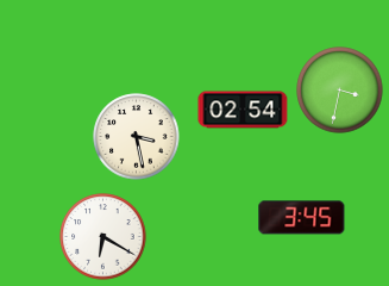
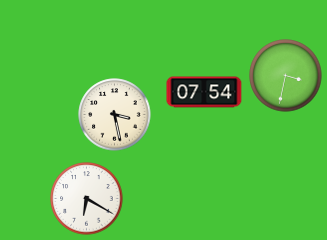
clock at (243, 110): 02:54 -> 07:54
clock at (302, 218): 3:45 -> none
